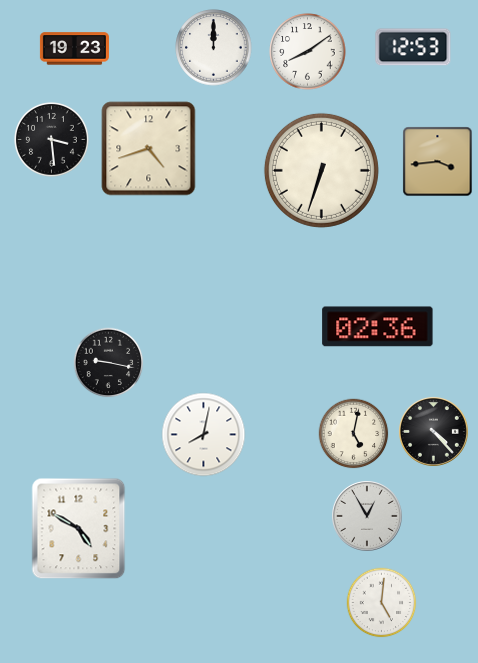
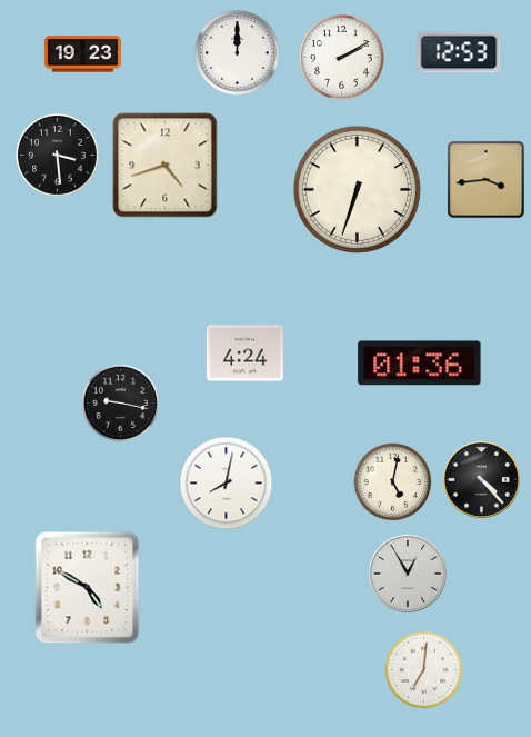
clock at (308, 52): 8:09 -> 2:10
clock at (244, 353): none -> 4:24
clock at (378, 327): 02:36 -> 01:36
clock at (382, 603): 5:01 -> 7:01
